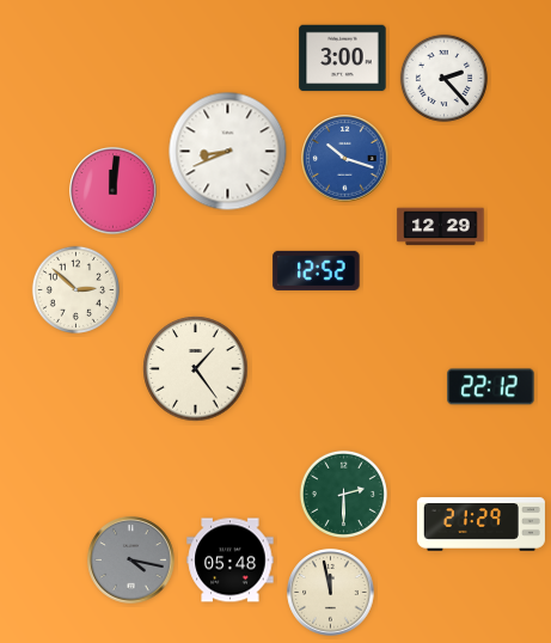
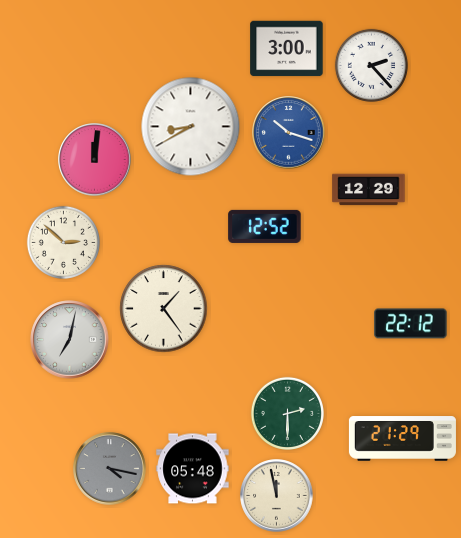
clock at (228, 152): 8:41 -> 8:40
clock at (70, 340): none -> 7:02
